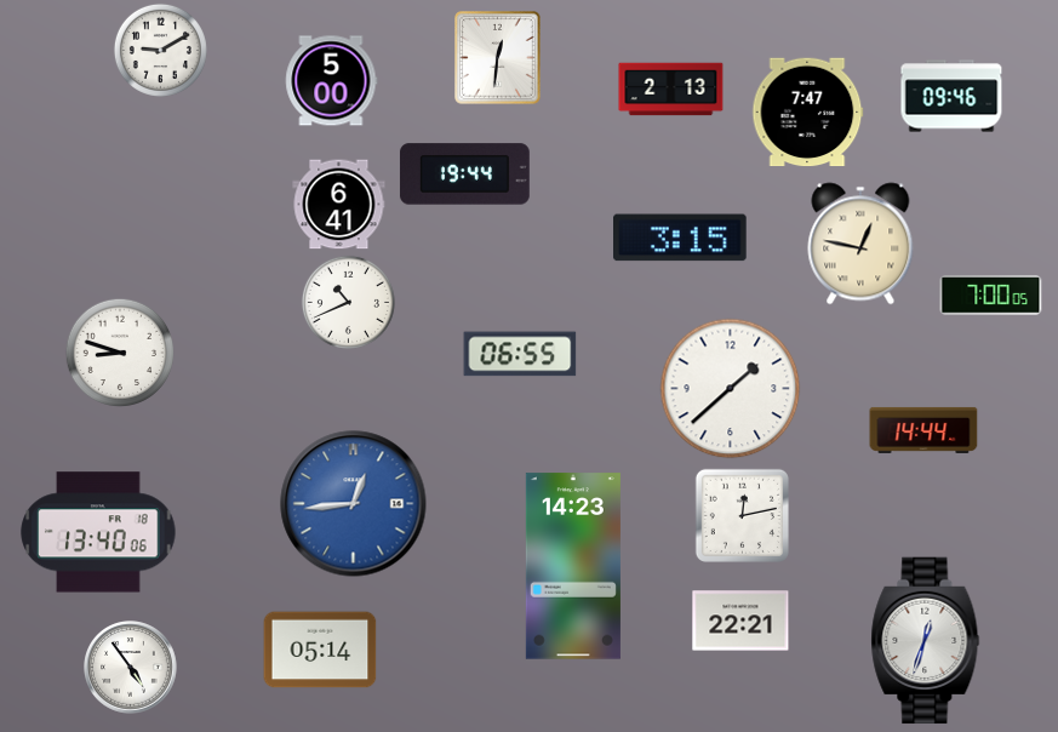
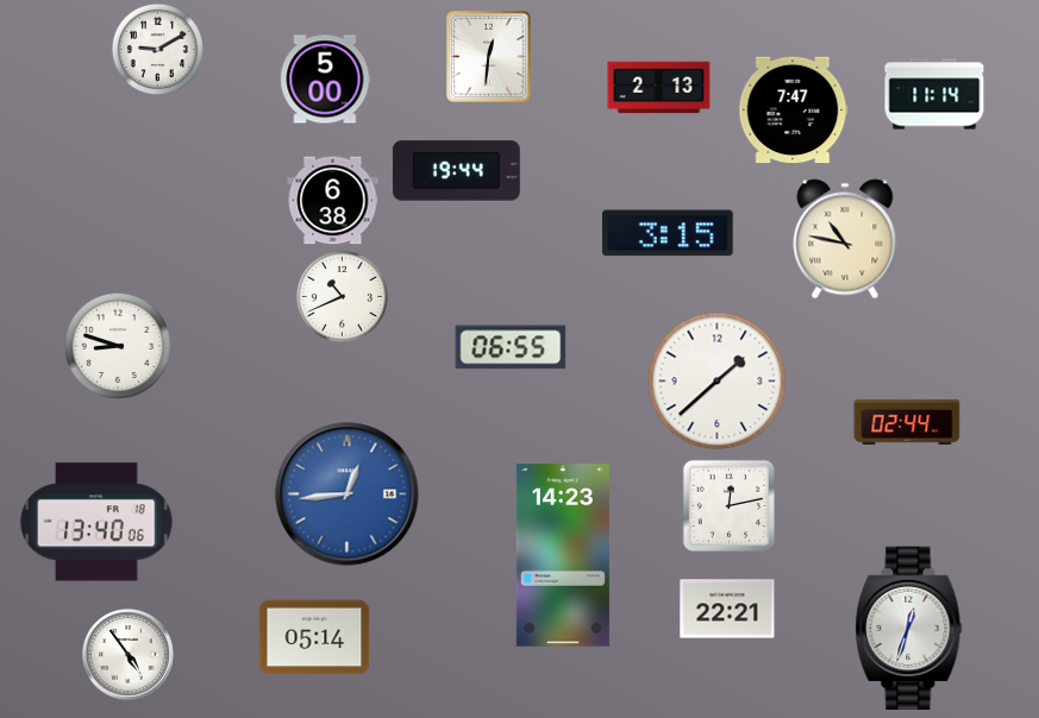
clock at (951, 96): 09:46 -> 11:14
clock at (339, 205): 6:41 -> 6:38
clock at (860, 244): 12:47 -> 10:47
clock at (991, 296): 7:00 -> none
clock at (923, 430): 14:44 -> 02:44
